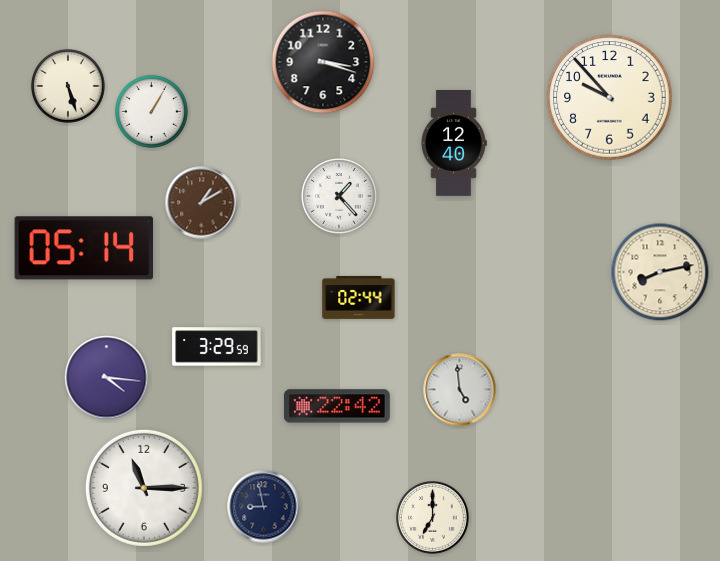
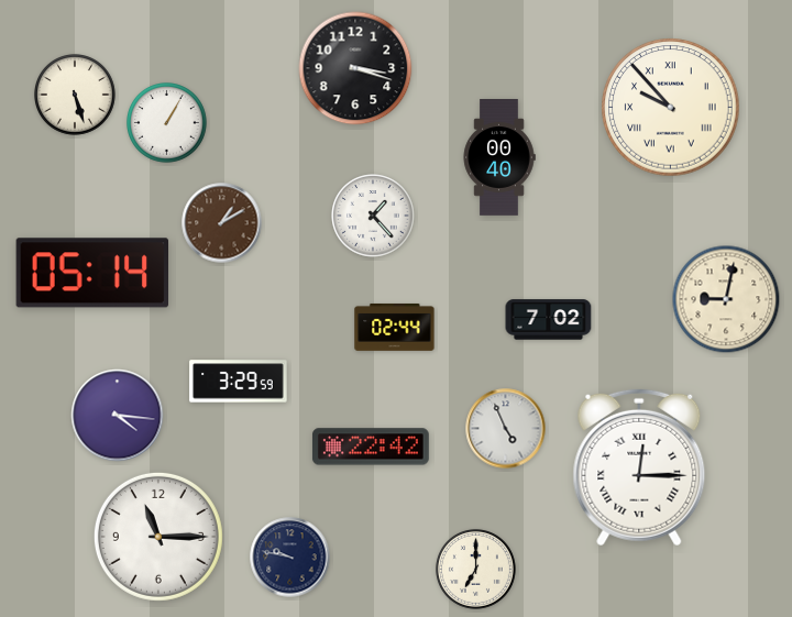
clock at (610, 98) numerals: Arabic -> Roman
clock at (454, 144): 12:40 -> 00:40
clock at (660, 272): 8:13 -> 9:02
clock at (549, 320): none -> 7:02
clock at (460, 390): 4:59 -> 4:56
clock at (639, 467): none -> 12:15
clock at (264, 507): 8:58 -> 9:47
